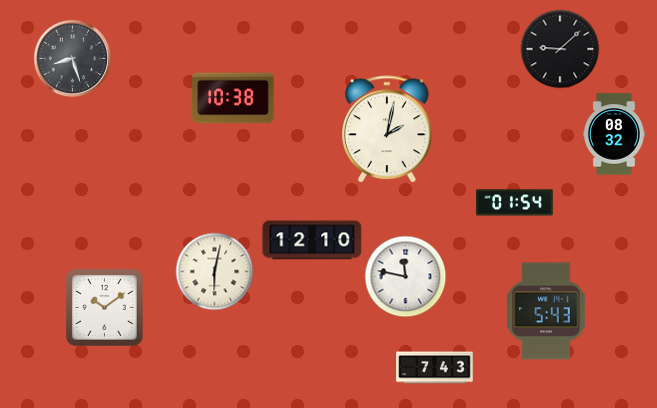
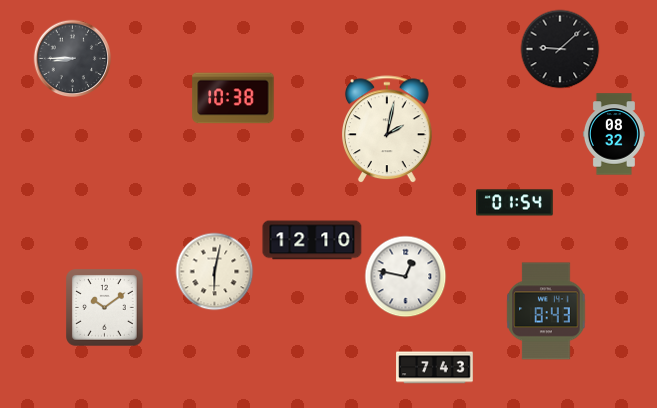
clock at (72, 58): 8:27 -> 8:45
clock at (405, 276): 11:47 -> 12:47
clock at (546, 311): 5:43 -> 8:43
